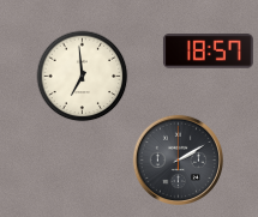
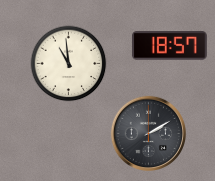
clock at (208, 52) position: (208, 52) -> (169, 46)
clock at (83, 77): 6:59 -> 10:59
